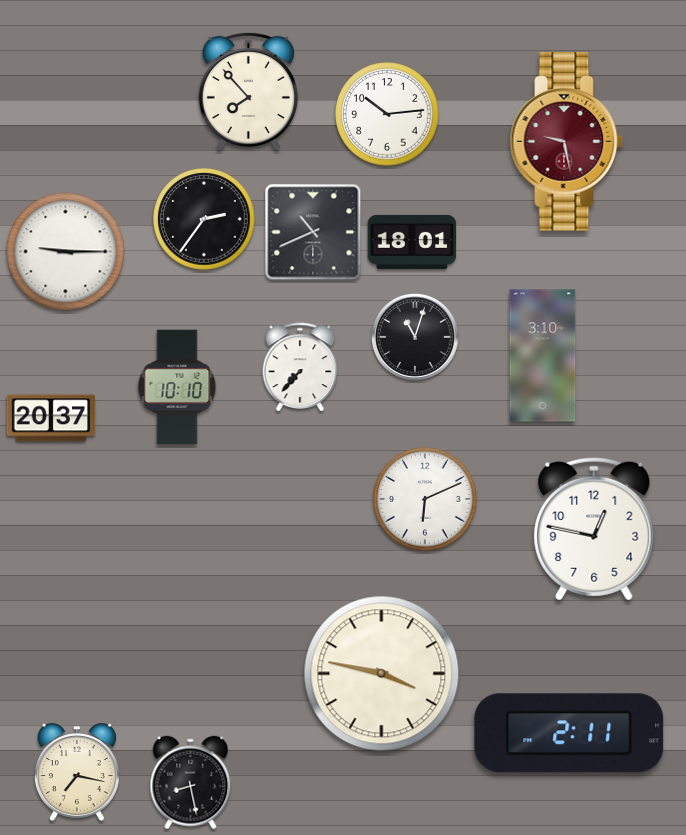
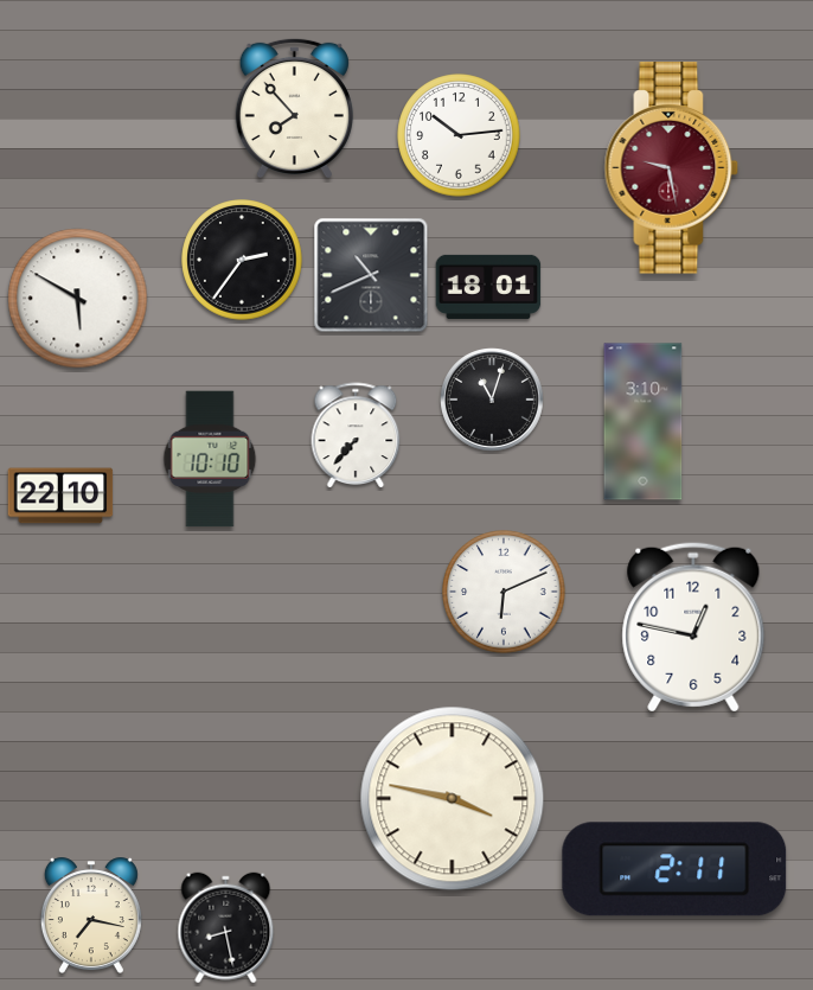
clock at (66, 252): 9:15 -> 5:50
clock at (51, 418): 20:37 -> 22:10
clock at (594, 529) position: (594, 529) -> (693, 627)
